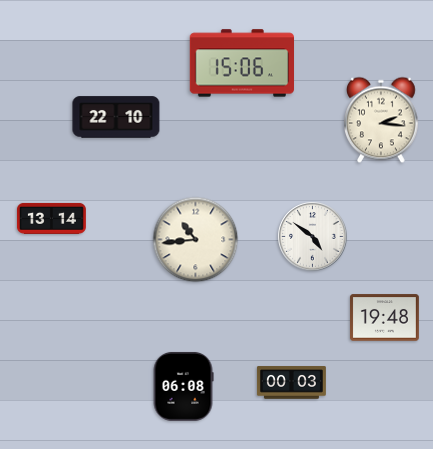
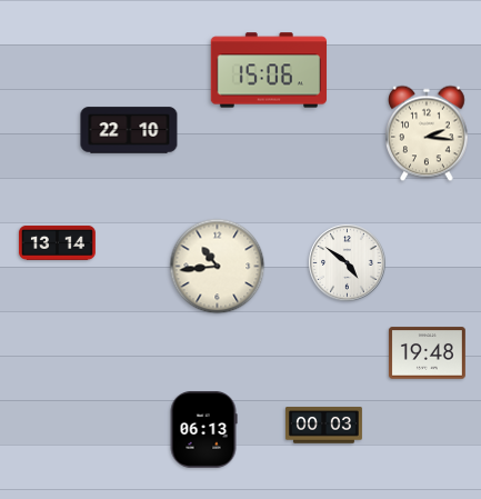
clock at (382, 120) position: (382, 120) -> (428, 133)
clock at (183, 386): 06:08 -> 06:13
